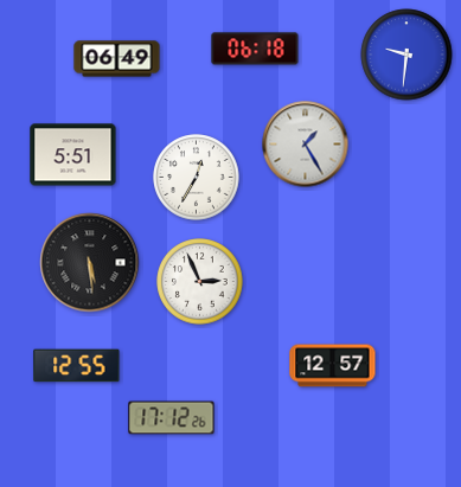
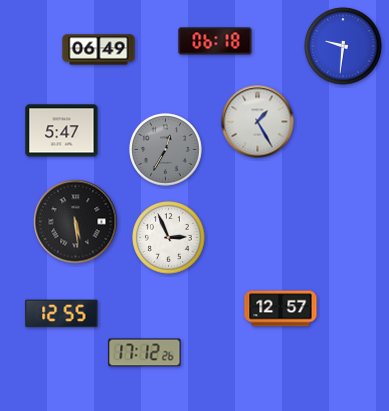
clock at (73, 155): 5:51 -> 5:47
clock at (197, 178) dial: white -> grey
clock at (77, 366) position: (77, 366) -> (62, 314)
